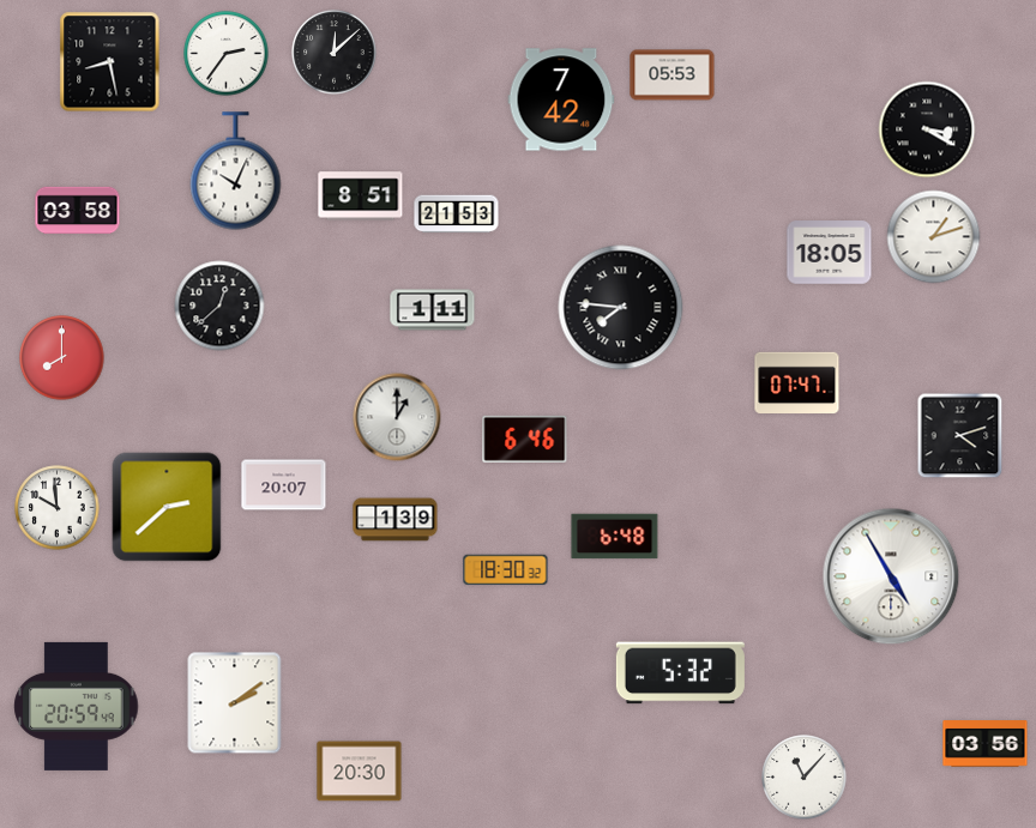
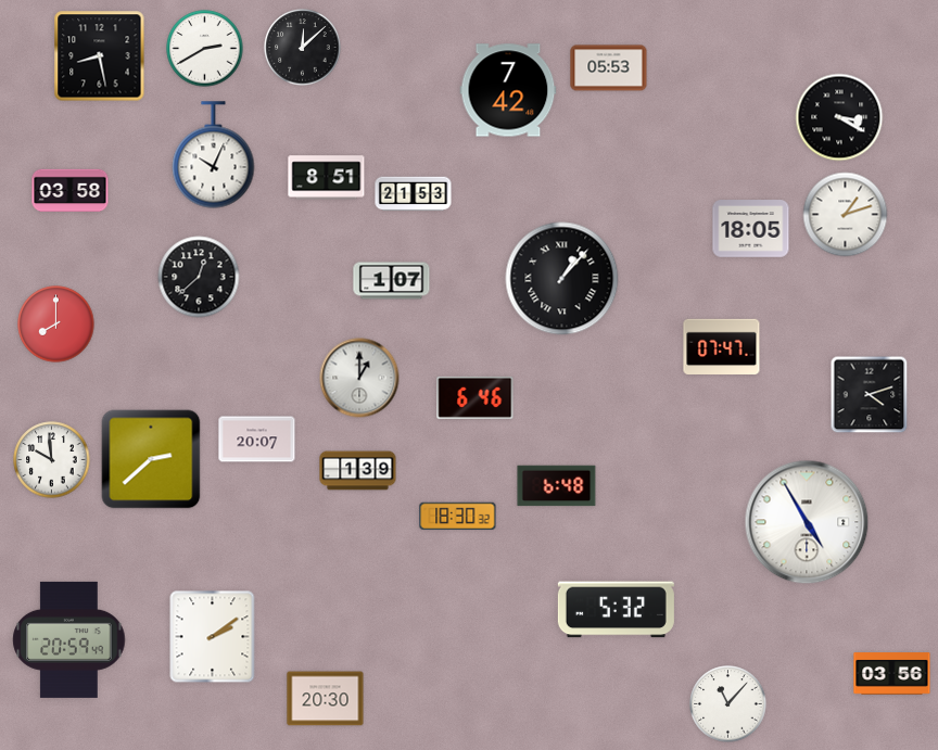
clock at (227, 54): 2:36 -> 2:40
clock at (621, 308): 7:46 -> 1:07
clock at (433, 310): 1:11 -> 1:07
